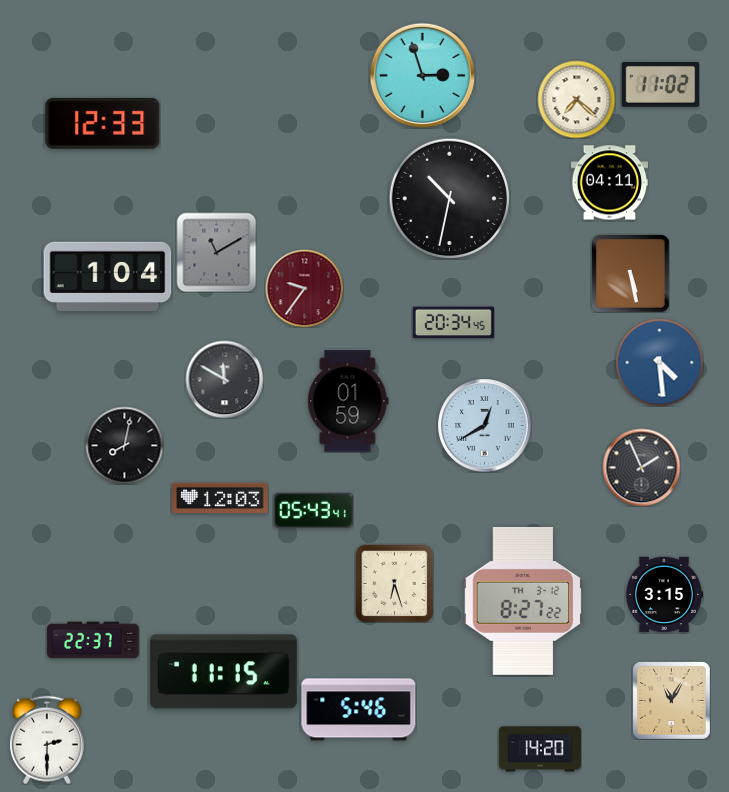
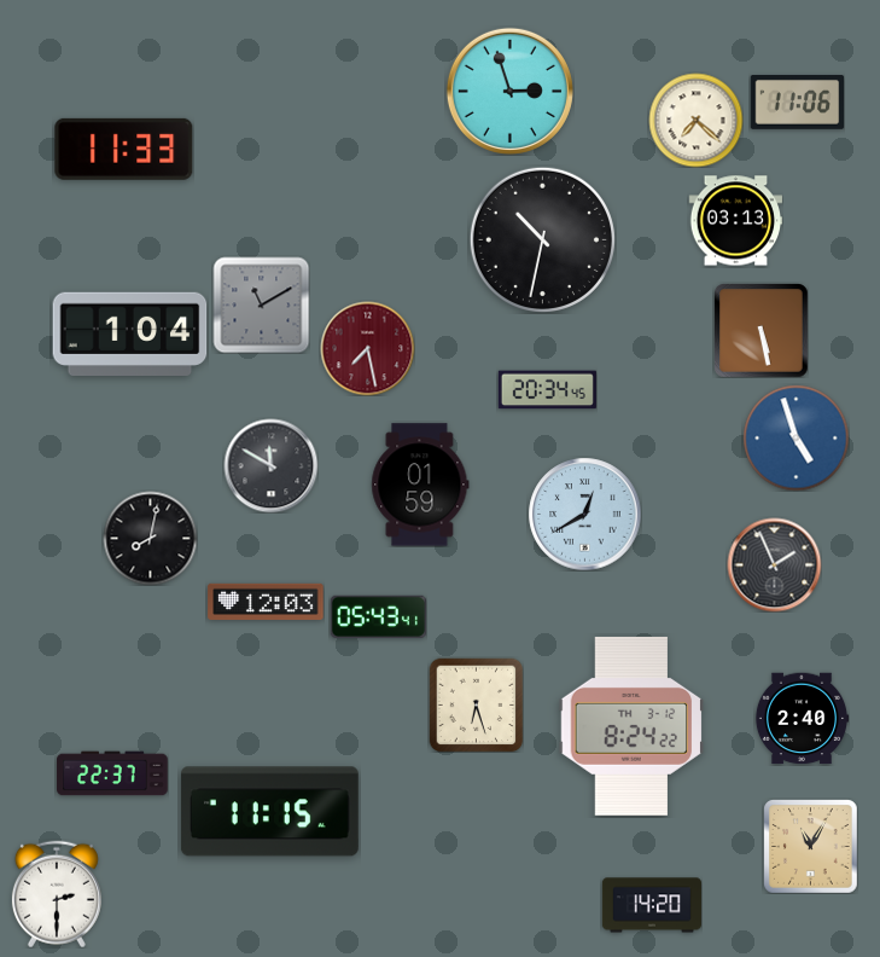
clock at (660, 85): 11:02 -> 11:06
clock at (103, 123): 12:33 -> 11:33
clock at (609, 183): 04:11 -> 03:13
clock at (304, 288): 9:36 -> 7:28
clock at (659, 362): 4:29 -> 4:57
clock at (224, 379) position: (224, 379) -> (270, 465)
clock at (664, 595): 3:15 -> 2:40
clock at (523, 601): 8:27 -> 8:24
clock at (359, 710): 5:46 -> none
